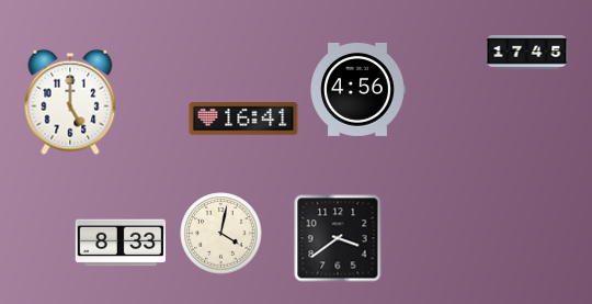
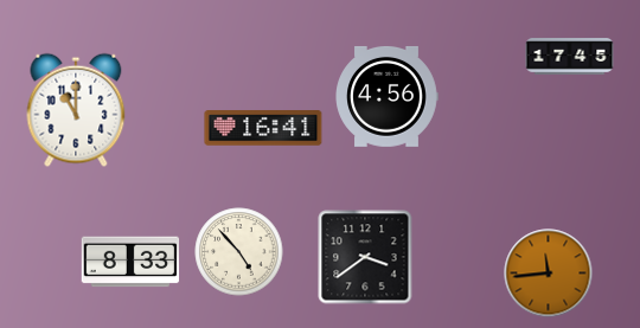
clock at (70, 102): 5:00 -> 11:00
clock at (221, 234): 4:02 -> 4:53
clock at (549, 274): none -> 11:44
